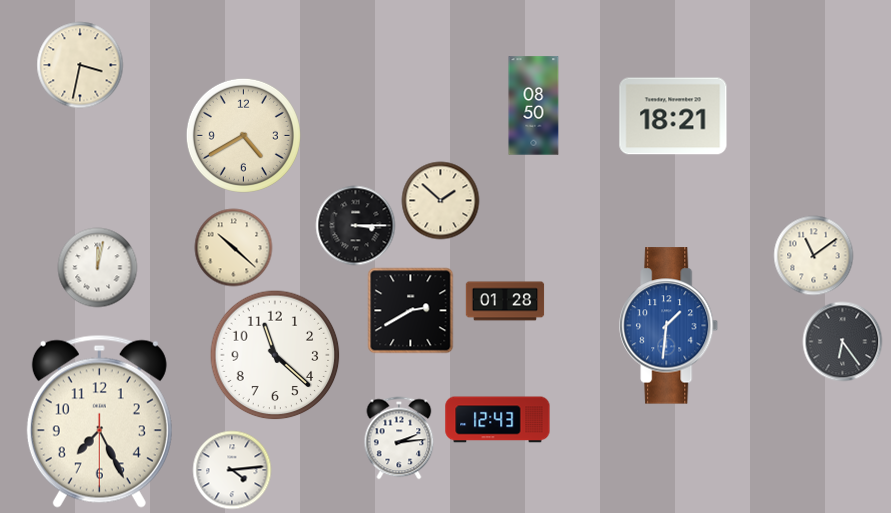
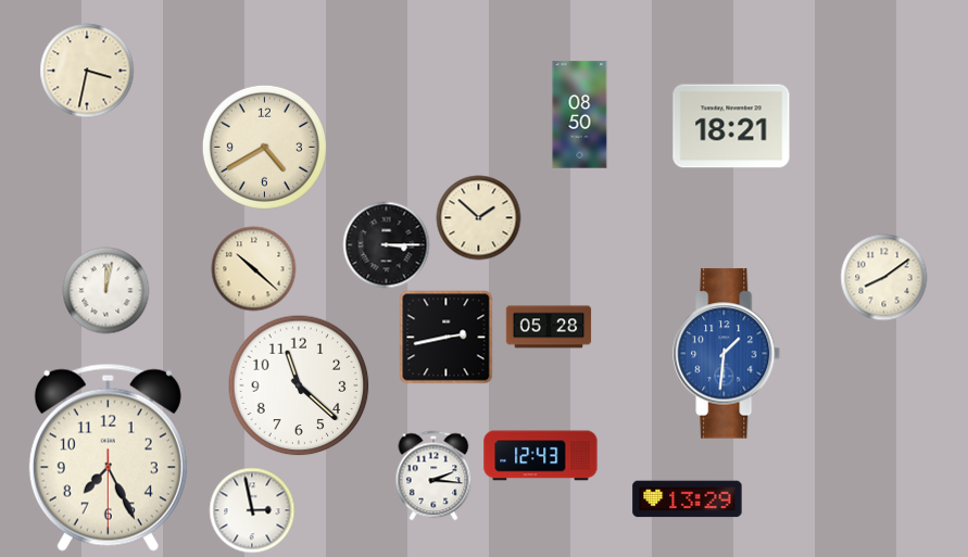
clock at (813, 255): 11:09 -> 8:09
clock at (505, 301): 01:28 -> 05:28
clock at (410, 310): 2:40 -> 2:43
clock at (842, 341): 6:24 -> none
clock at (399, 438): 2:14 -> 2:16
clock at (688, 499): none -> 13:29
clock at (232, 470): 4:14 -> 2:58
